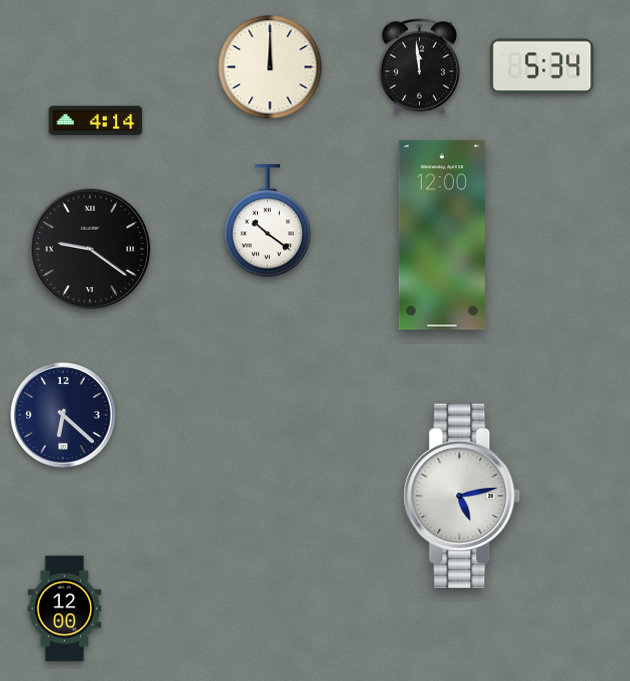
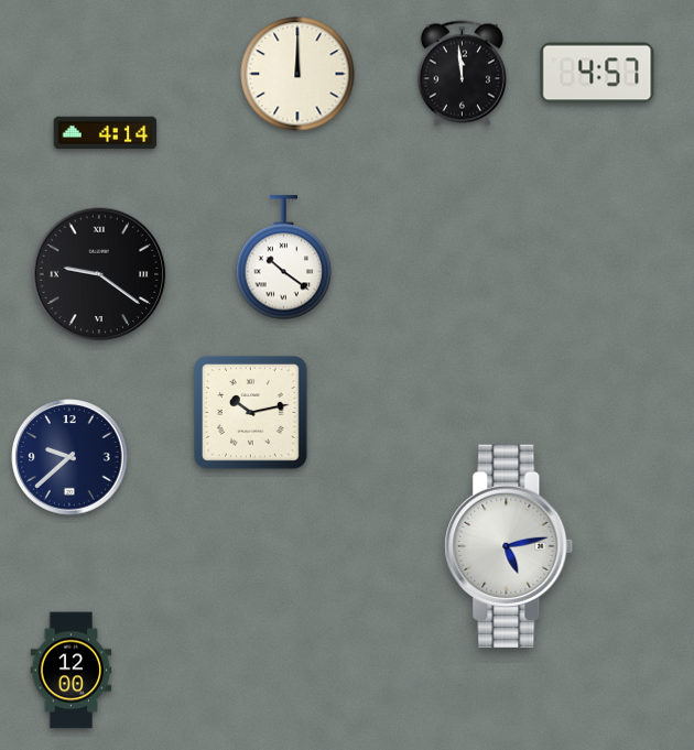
clock at (542, 66): 5:34 -> 4:57
clock at (268, 221) position: (268, 221) -> (284, 258)
clock at (441, 235): 12:00 -> none
clock at (250, 412): none -> 10:13
clock at (63, 415): 6:22 -> 9:38
